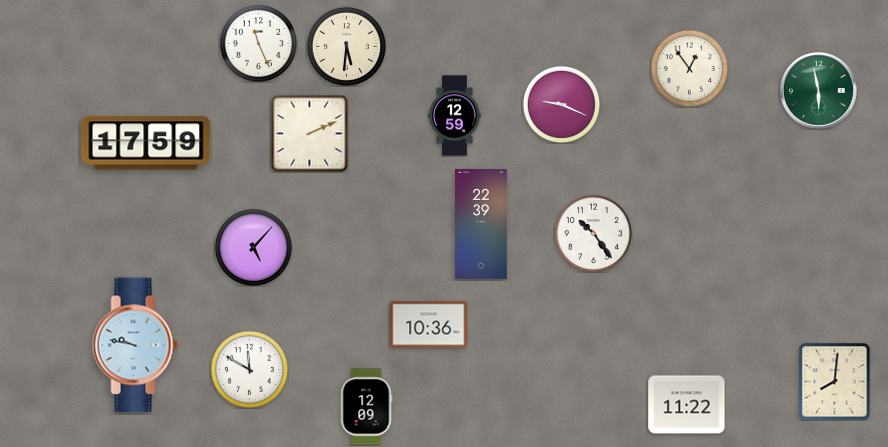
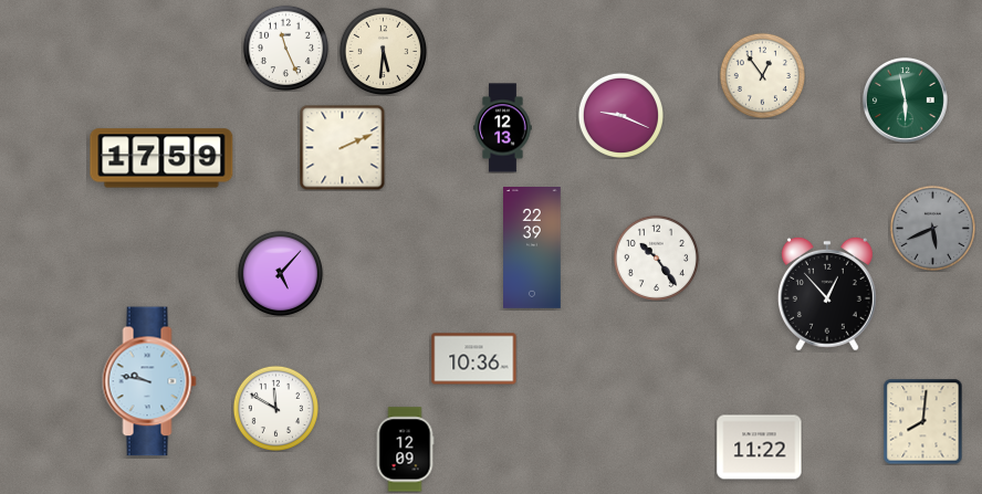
clock at (455, 116): 12:59 -> 12:13
clock at (932, 228): none -> 5:41
clock at (827, 294): none -> 12:53
